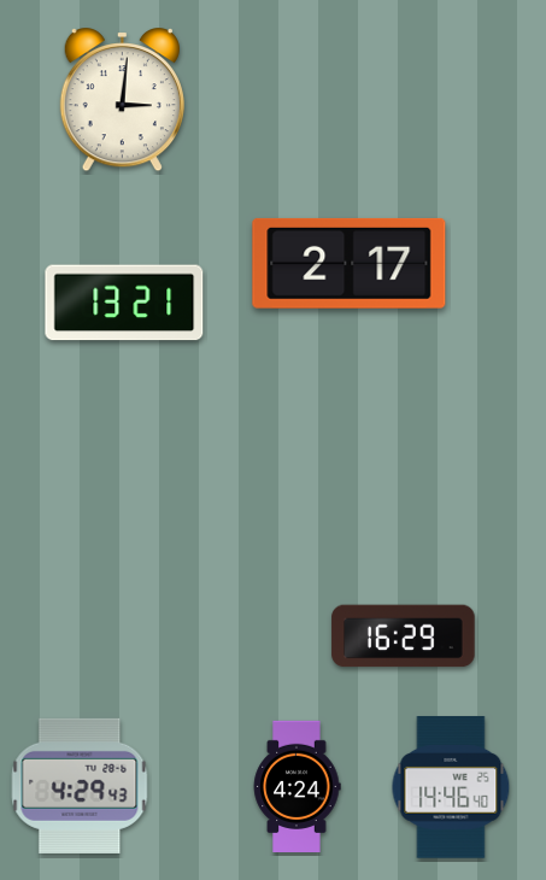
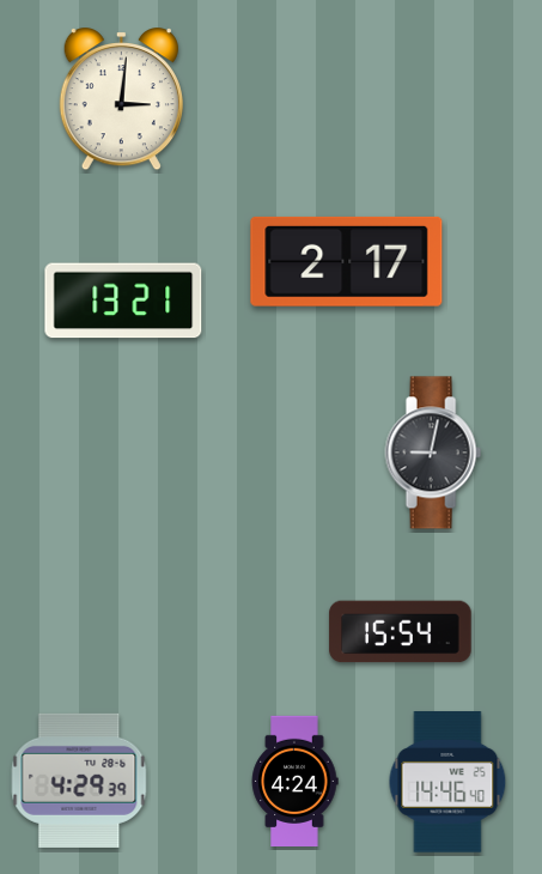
clock at (433, 453): none -> 9:02
clock at (404, 636): 16:29 -> 15:54
clock at (80, 786): 4:29:43 -> 4:29:39
